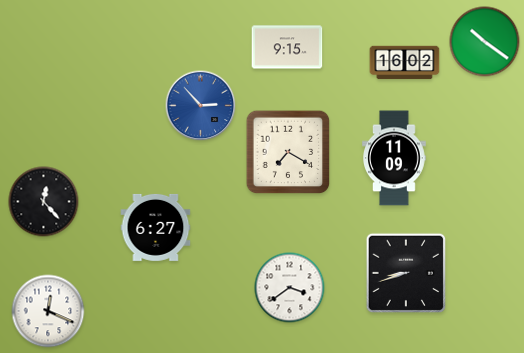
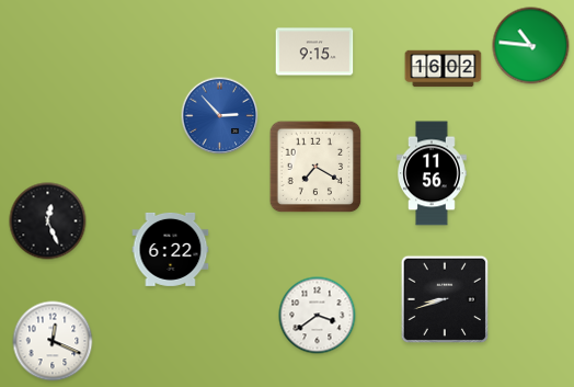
clock at (485, 42): 10:21 -> 10:46
clock at (395, 158): 11:09 -> 11:56
clock at (44, 202): 12:23 -> 12:26
clock at (156, 227): 6:27 -> 6:22
